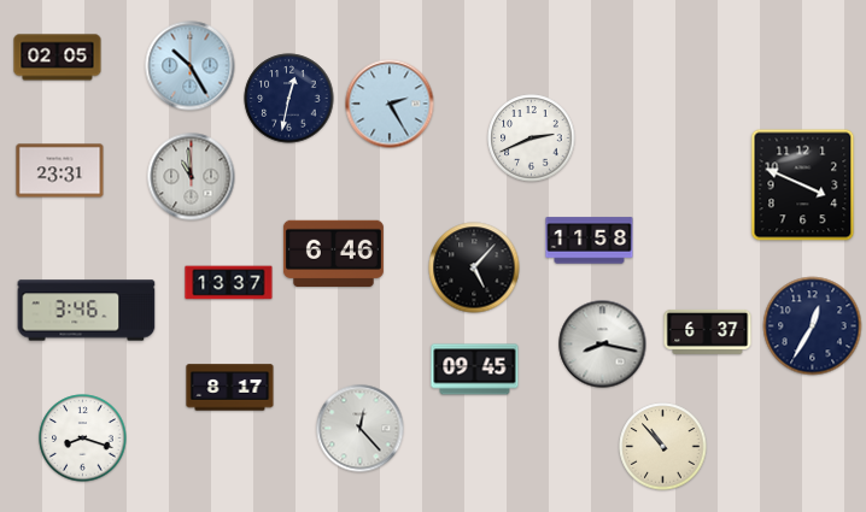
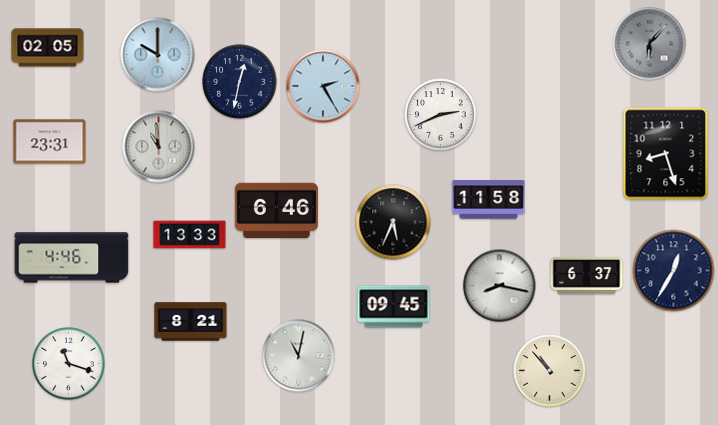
clock at (650, 44): none -> 6:07
clock at (191, 66): 10:25 -> 10:00
clock at (803, 186): 3:49 -> 8:27
clock at (474, 267): 5:07 -> 5:34
clock at (229, 283): 13:37 -> 13:33
clock at (87, 311): 3:46 -> 4:46
clock at (230, 388): 8:17 -> 8:21
clock at (361, 429): 12:23 -> 11:02
clock at (83, 439): 8:18 -> 11:18
